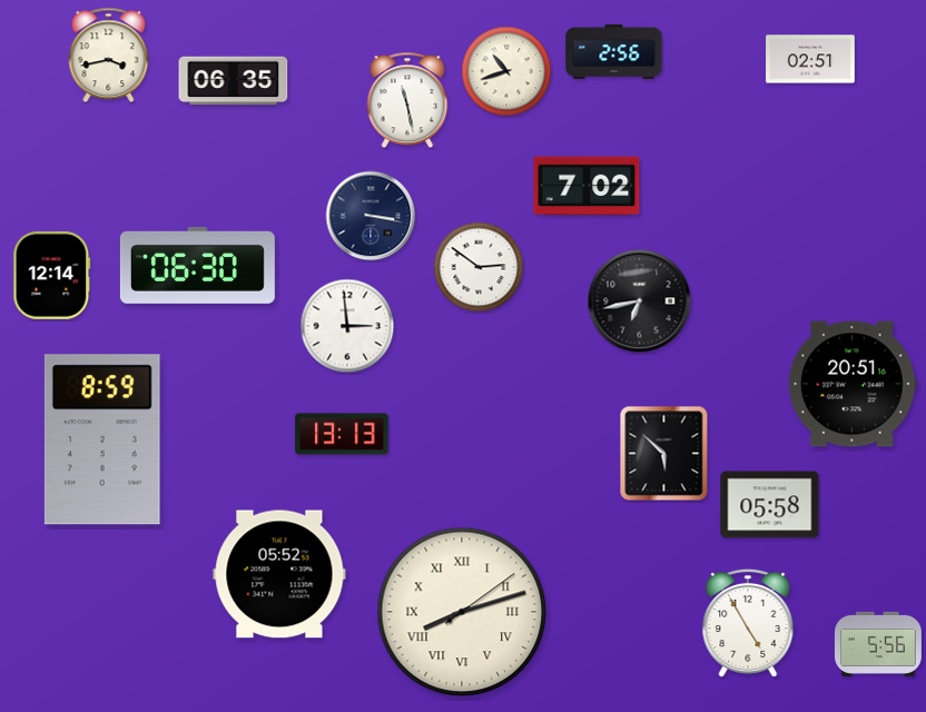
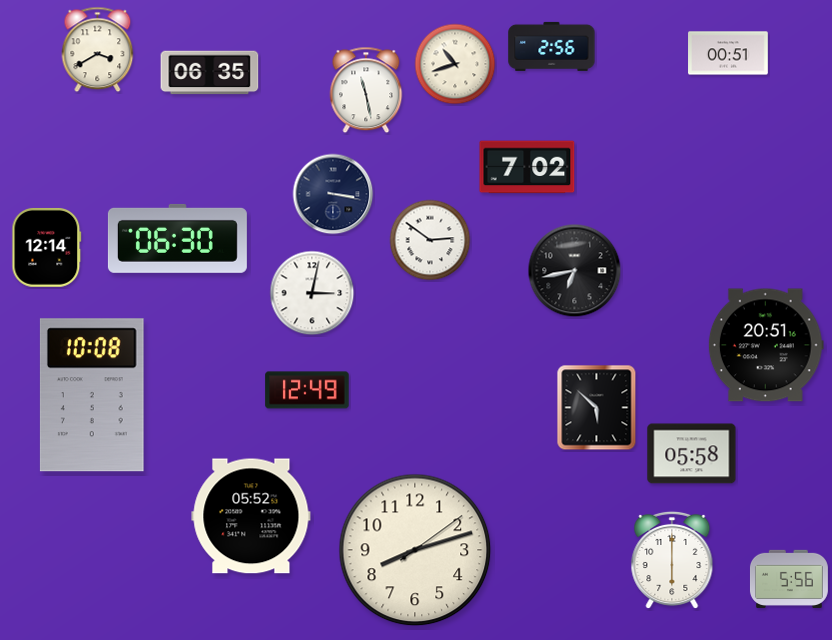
clock at (109, 56): 3:43 -> 3:40
clock at (810, 59): 02:51 -> 00:51
clock at (347, 326): 2:59 -> 3:02
clock at (342, 434): 13:13 -> 12:49
clock at (102, 439): 8:59 -> 10:08
clock at (462, 612) numerals: Roman -> Arabic
clock at (748, 623): 4:55 -> 6:00
